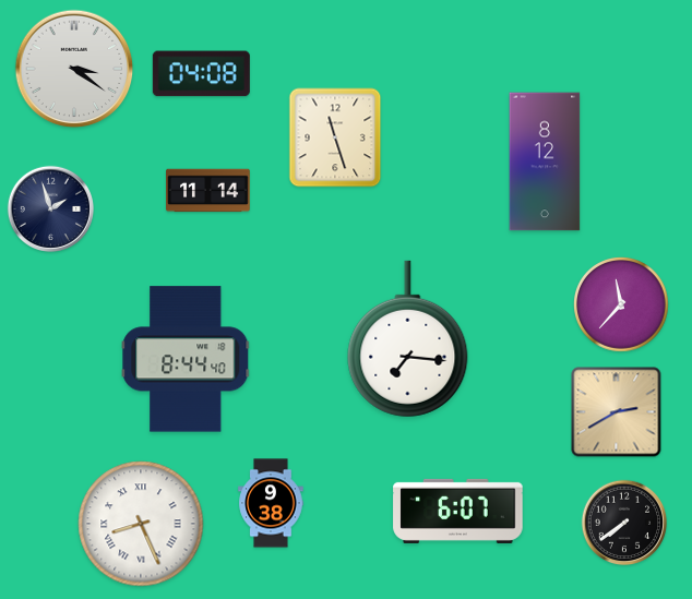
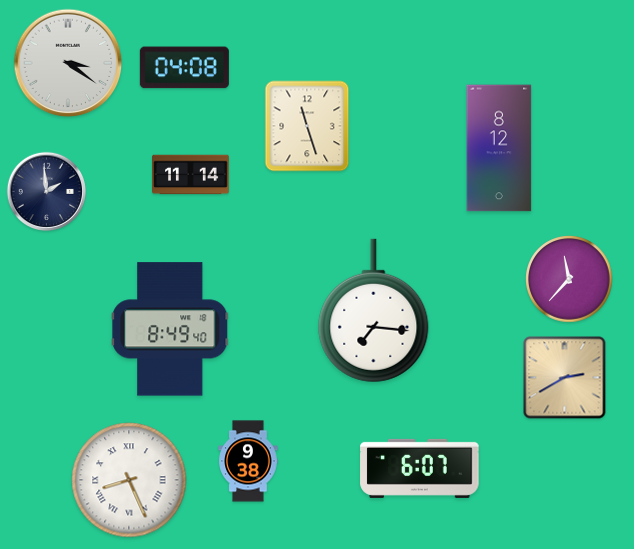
clock at (50, 208): 1:57 -> 1:59
clock at (186, 359): 8:44 -> 8:49
clock at (624, 523): 7:39 -> none
